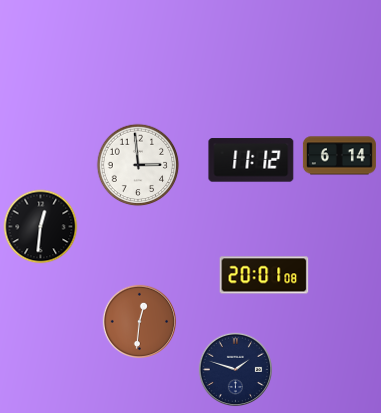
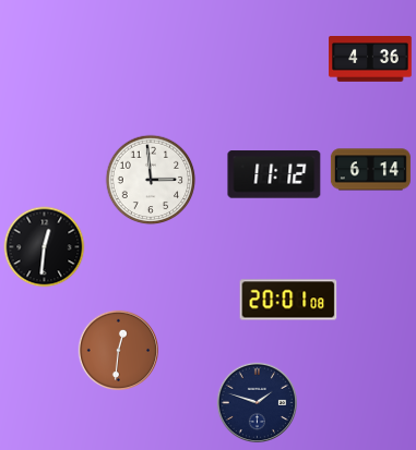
clock at (370, 60): none -> 4:36
clock at (140, 322) position: (140, 322) -> (119, 351)
